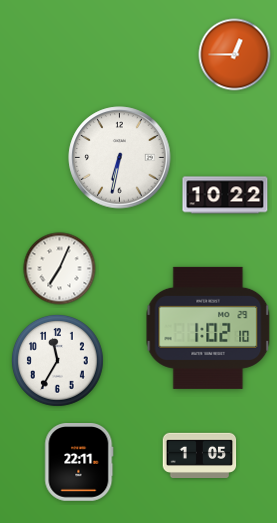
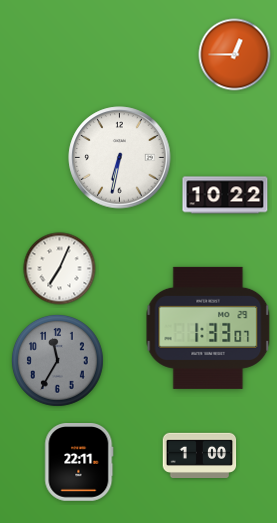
clock at (208, 328): 1:02 -> 1:33
clock at (57, 360) dial: white -> grey
clock at (200, 455): 1:05 -> 1:00
